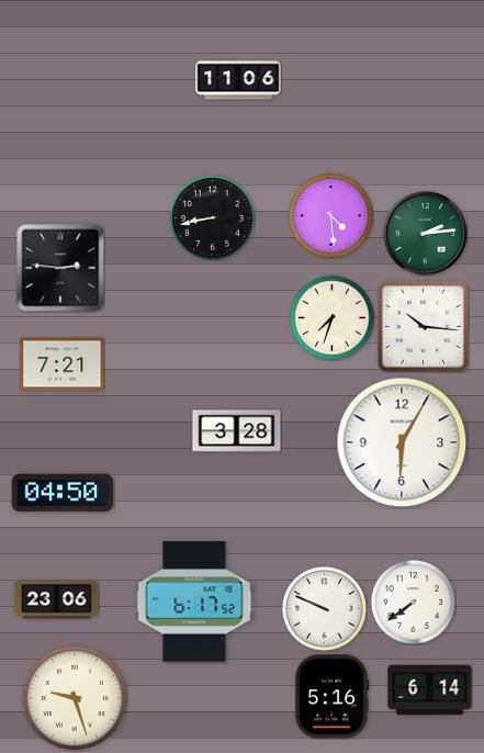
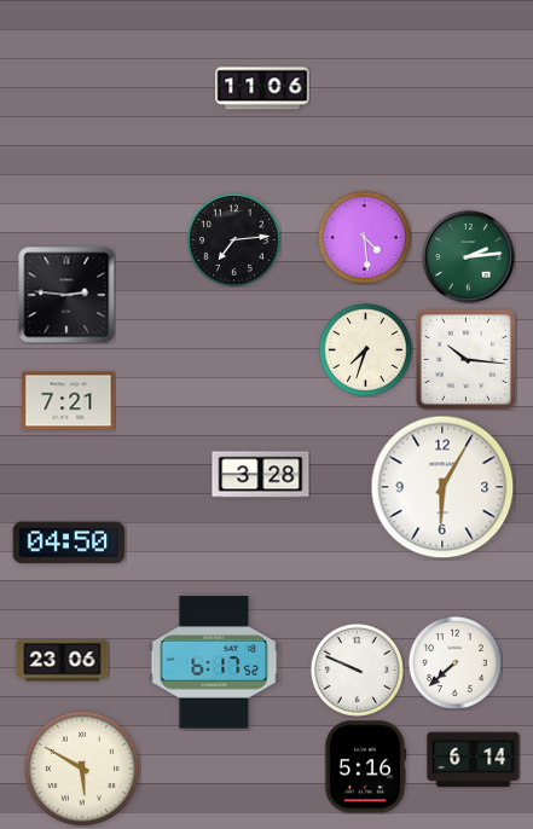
clock at (212, 217): 8:43 -> 7:14
clock at (413, 602): 7:39 -> 7:38
clock at (74, 697): 9:27 -> 5:50
